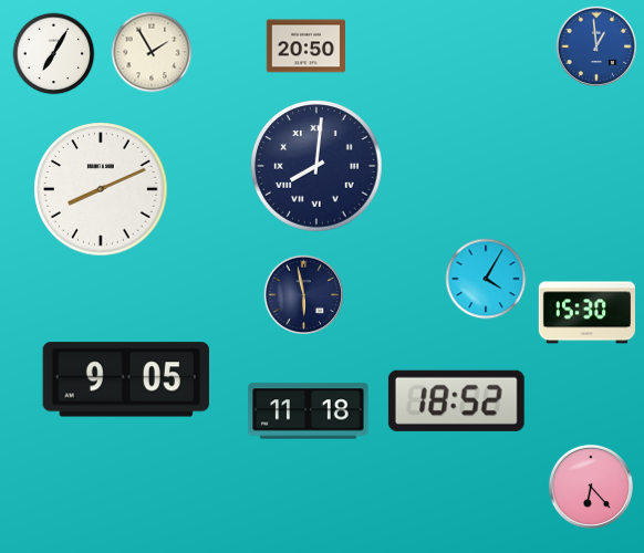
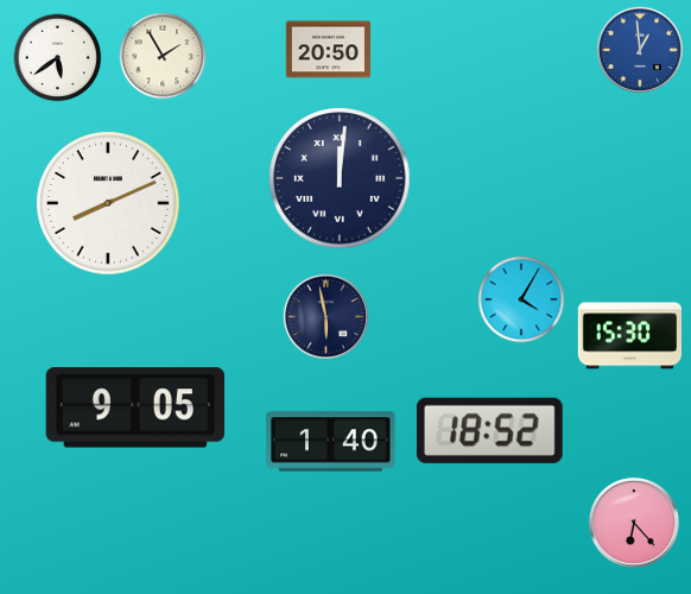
clock at (54, 54): 7:05 -> 5:39
clock at (316, 166): 8:01 -> 12:01
clock at (309, 411): 11:18 -> 1:40
